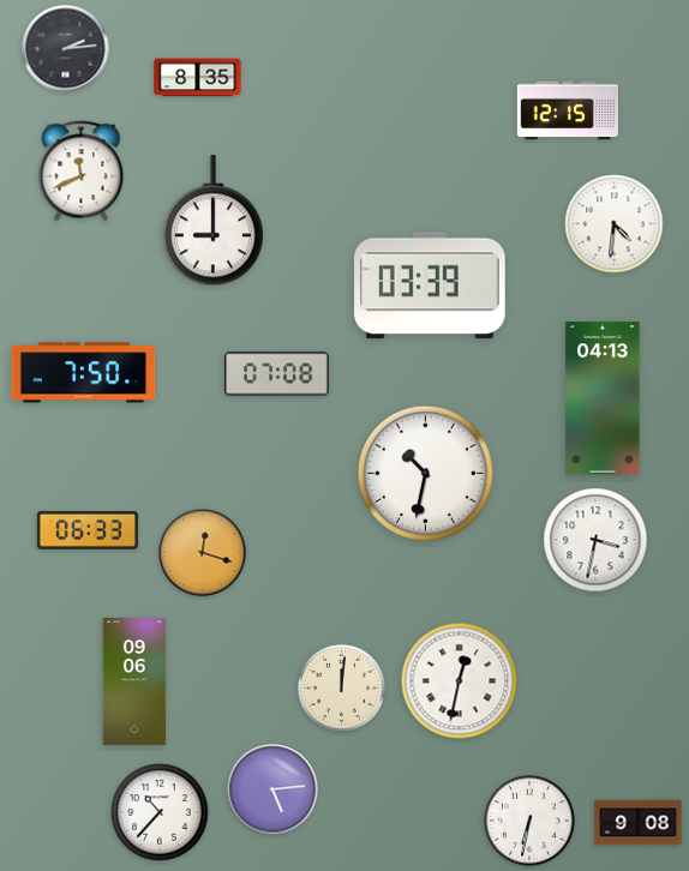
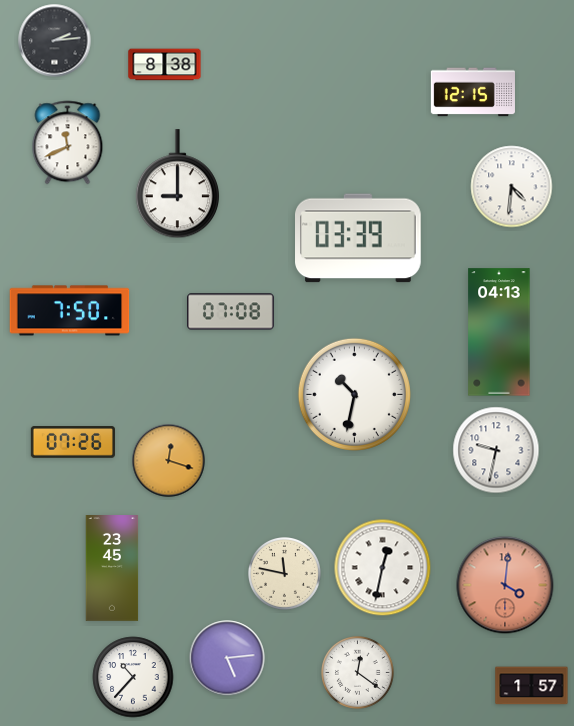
clock at (198, 78): 8:35 -> 8:38
clock at (603, 398) position: (603, 398) -> (499, 332)
clock at (88, 530): 06:33 -> 07:26
clock at (595, 540): 3:32 -> 9:32
clock at (134, 683): 09:06 -> 23:45
clock at (342, 689): 12:01 -> 11:47
clock at (505, 585): none -> 4:01
clock at (358, 673): none -> 12:21
clock at (529, 821): 6:32 -> none
clock at (639, 823): 9:08 -> 1:57
